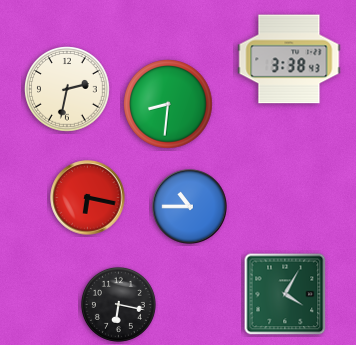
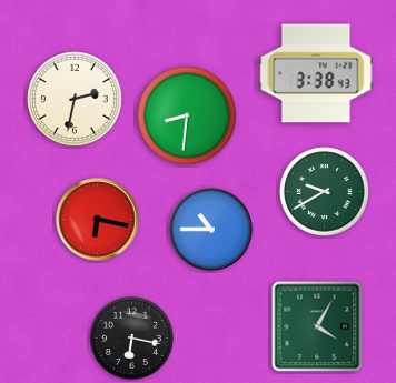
clock at (289, 59) position: (289, 59) -> (316, 73)
clock at (325, 192): none -> 9:40
